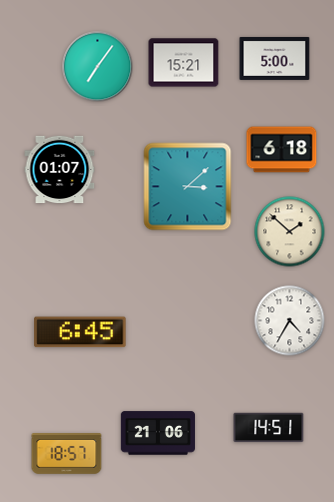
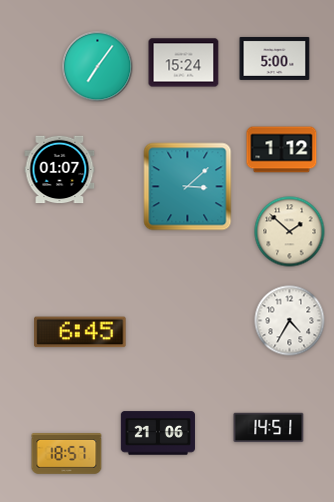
clock at (184, 63): 15:21 -> 15:24
clock at (282, 150): 6:18 -> 1:12
